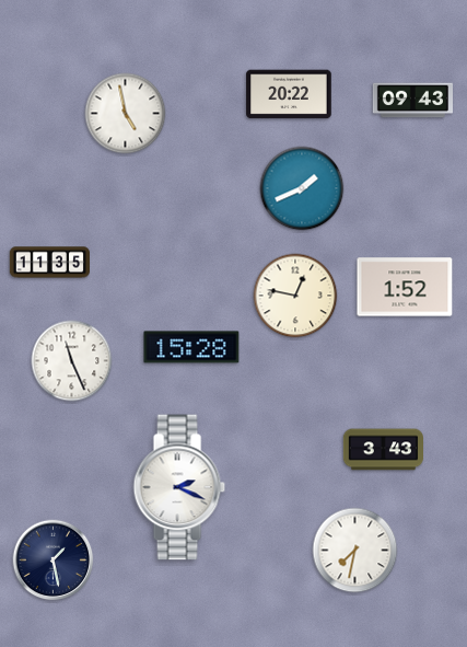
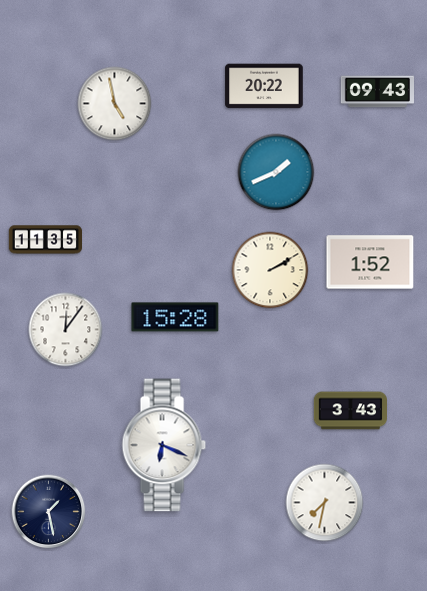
clock at (295, 296): 12:47 -> 2:10
clock at (72, 361): 11:26 -> 12:06
clock at (179, 487): 2:19 -> 6:19
